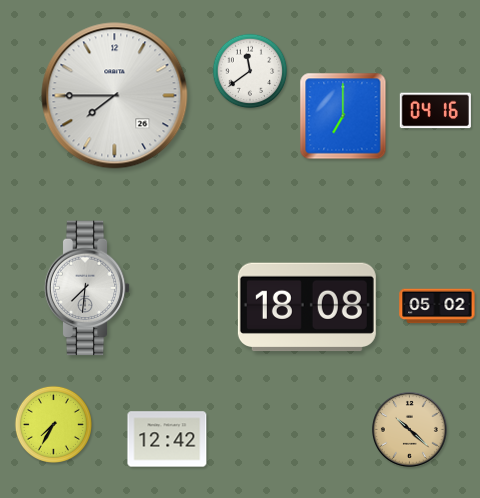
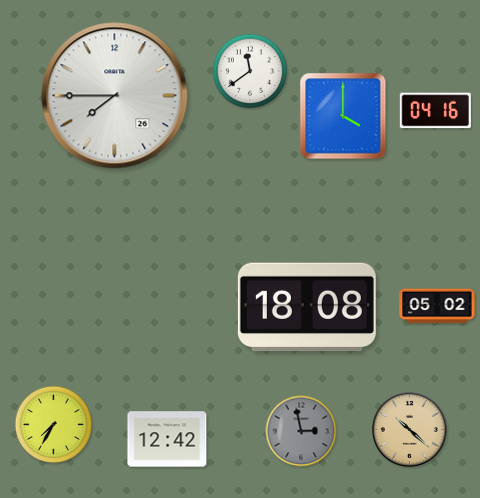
clock at (343, 116): 7:00 -> 4:00
clock at (87, 288): 7:31 -> none
clock at (301, 431): none -> 2:58
